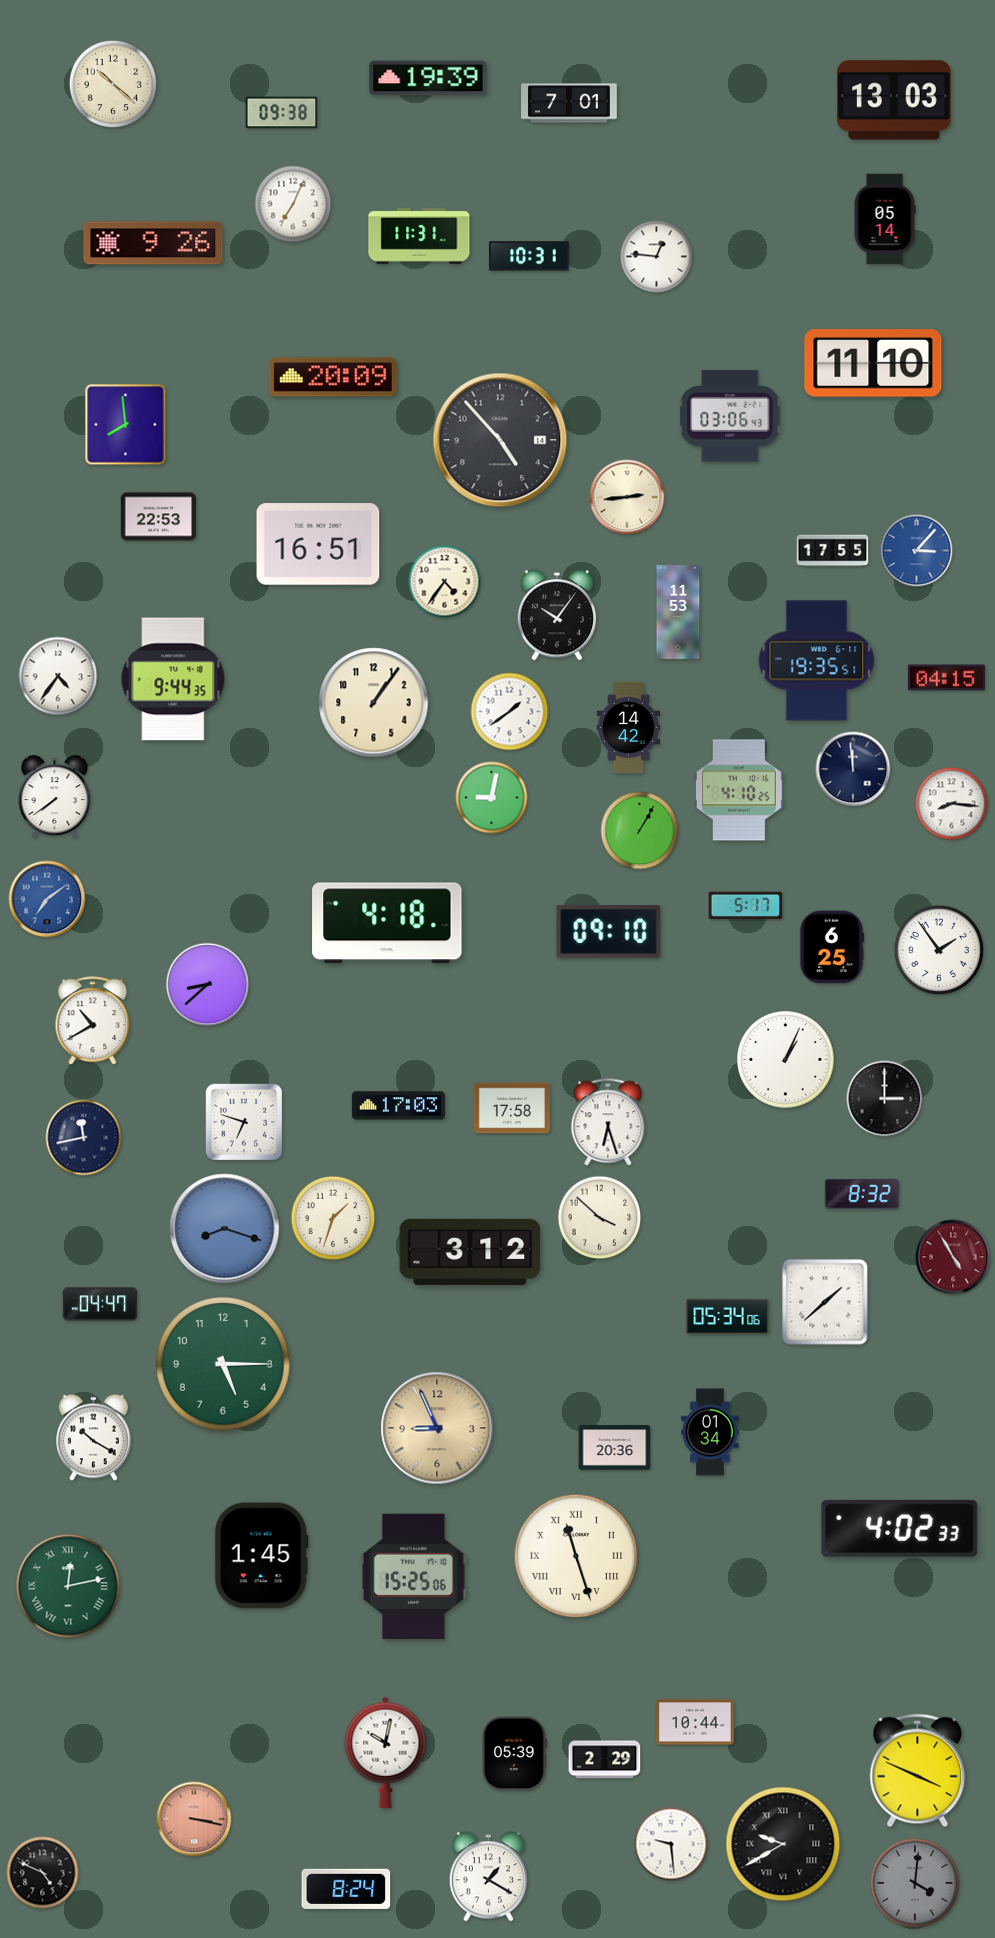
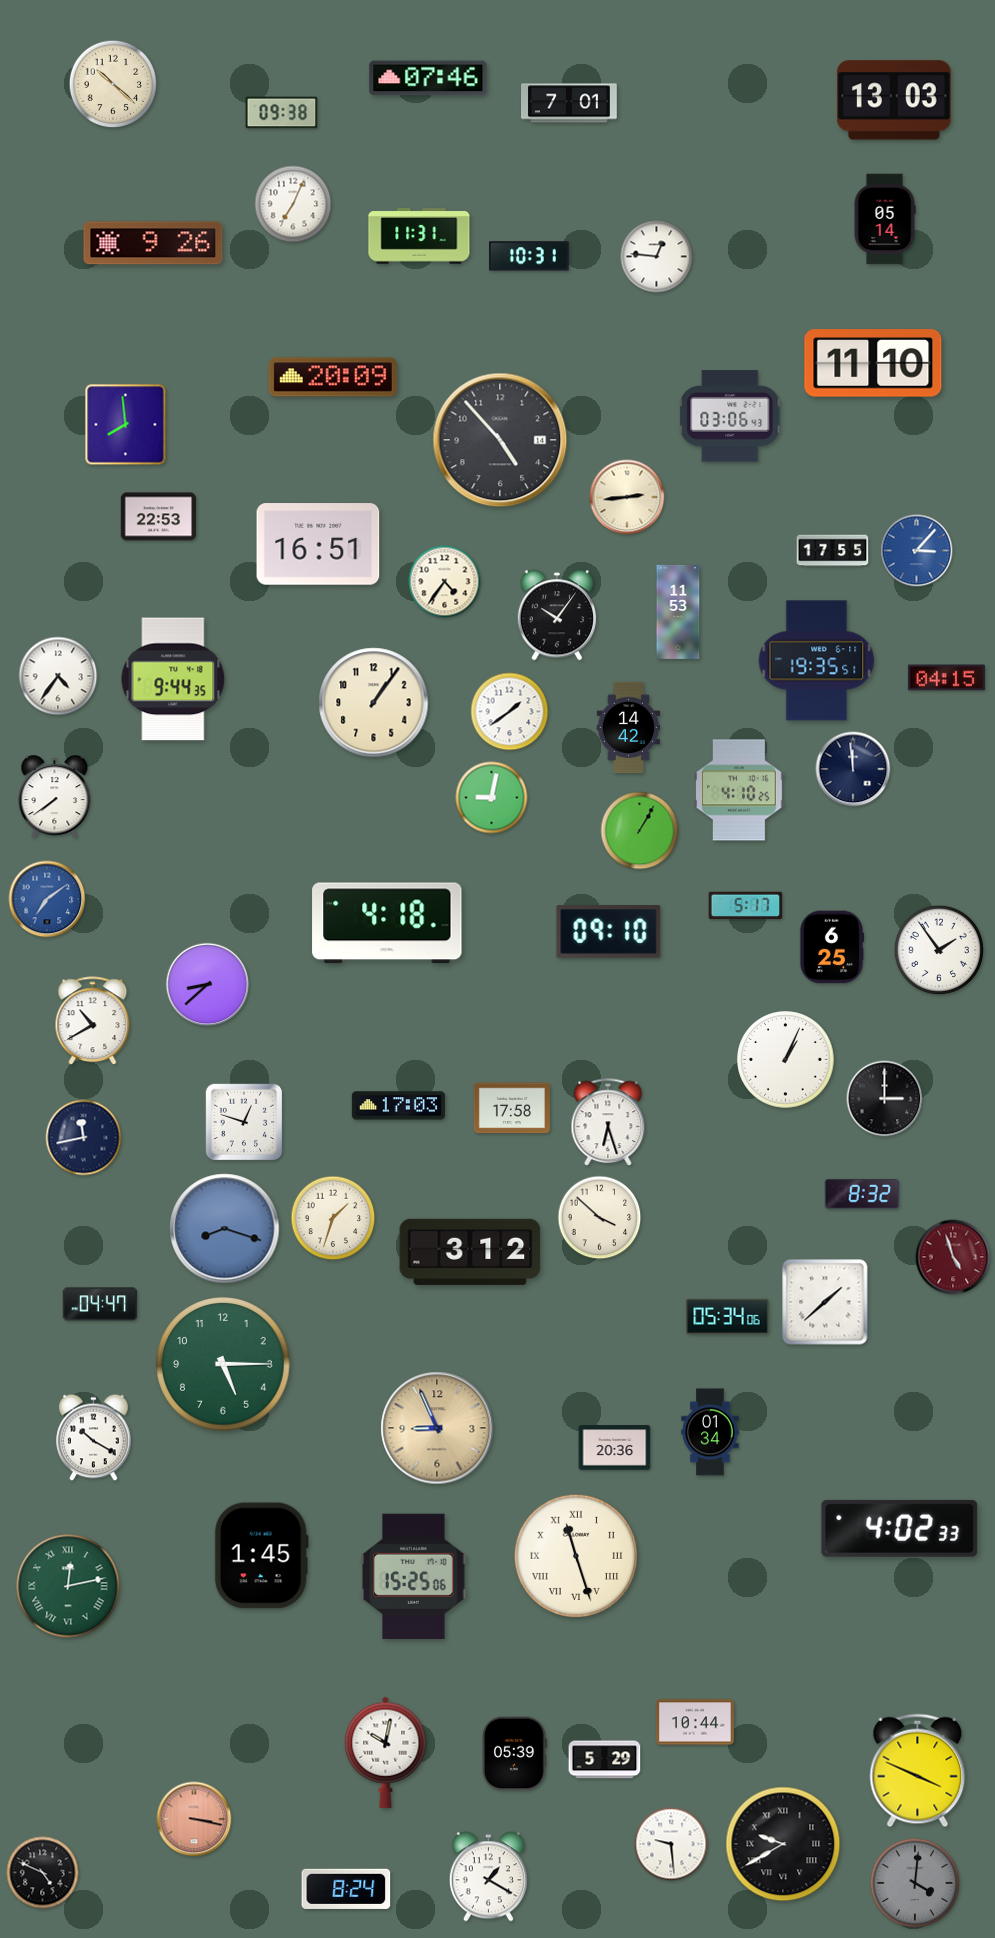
clock at (428, 78): 19:39 -> 07:46
clock at (952, 804): 8:16 -> none
clock at (244, 1122): 6:48 -> 12:48
clock at (953, 1257): 4:55 -> 4:57
clock at (605, 1760): 2:29 -> 5:29
